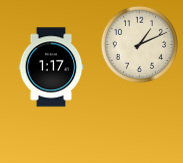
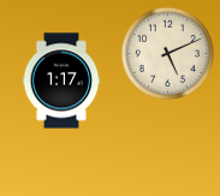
clock at (139, 44): 1:11 -> 5:11
